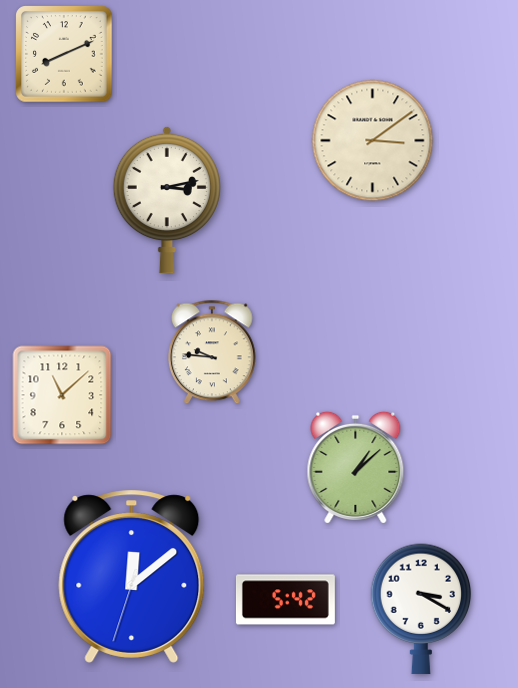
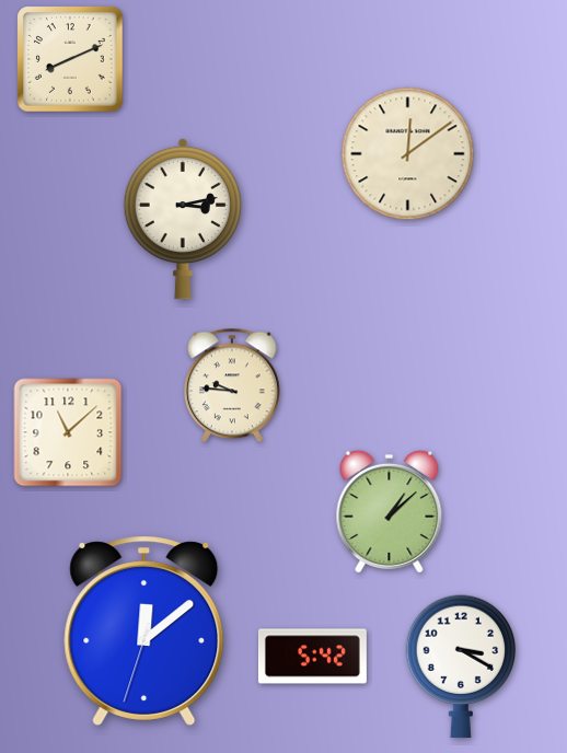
clock at (373, 141): 3:09 -> 12:09
